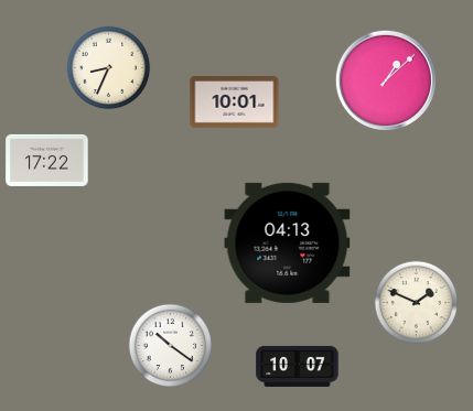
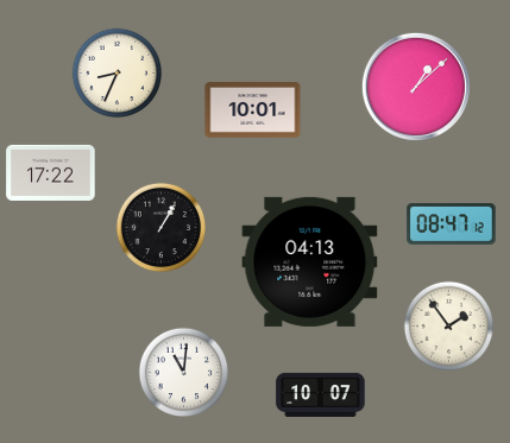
clock at (452, 224): none -> 08:47
clock at (162, 228): none -> 1:05
clock at (417, 303): 1:49 -> 1:54
clock at (171, 346): 10:21 -> 11:01
